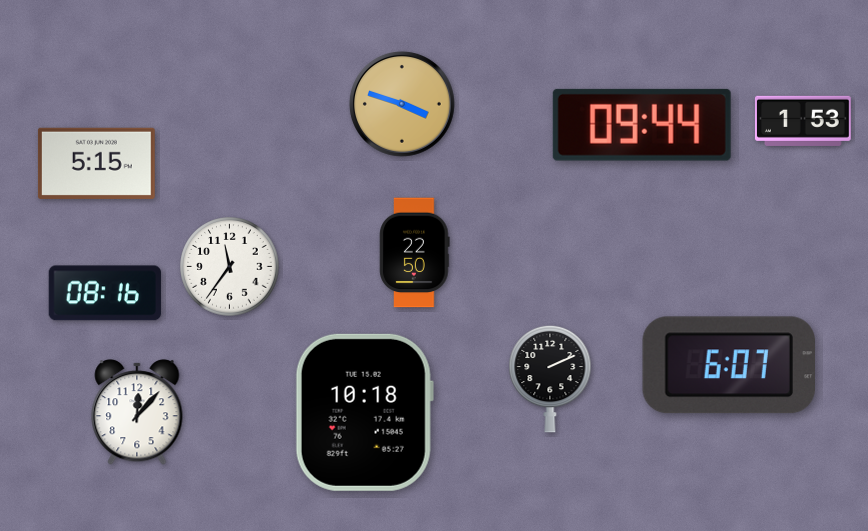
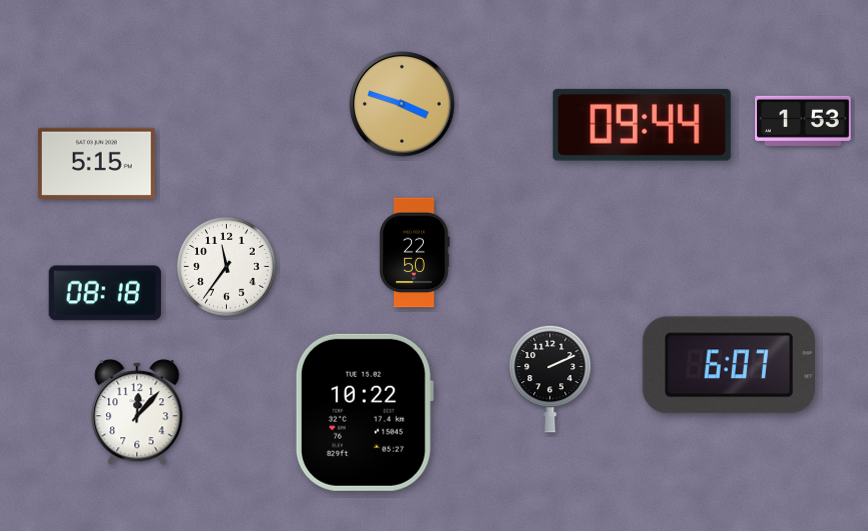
clock at (230, 267) position: (230, 267) -> (227, 267)
clock at (105, 293): 08:16 -> 08:18
clock at (364, 412): 10:18 -> 10:22
